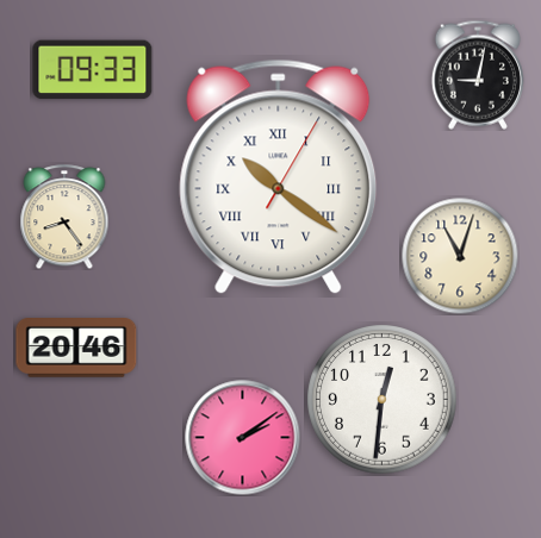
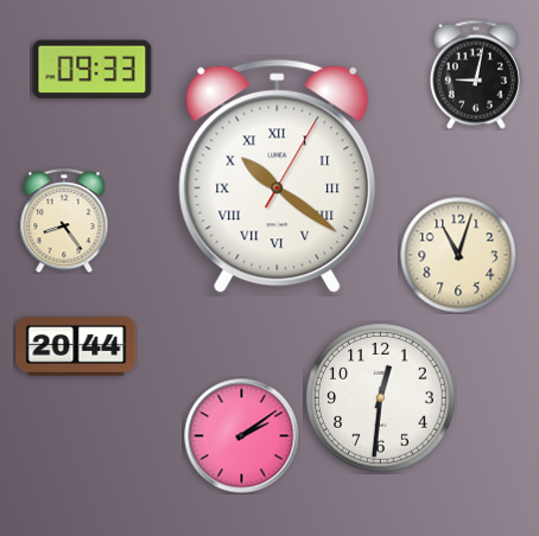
clock at (64, 217) position: (64, 217) -> (64, 221)
clock at (76, 349): 20:46 -> 20:44
